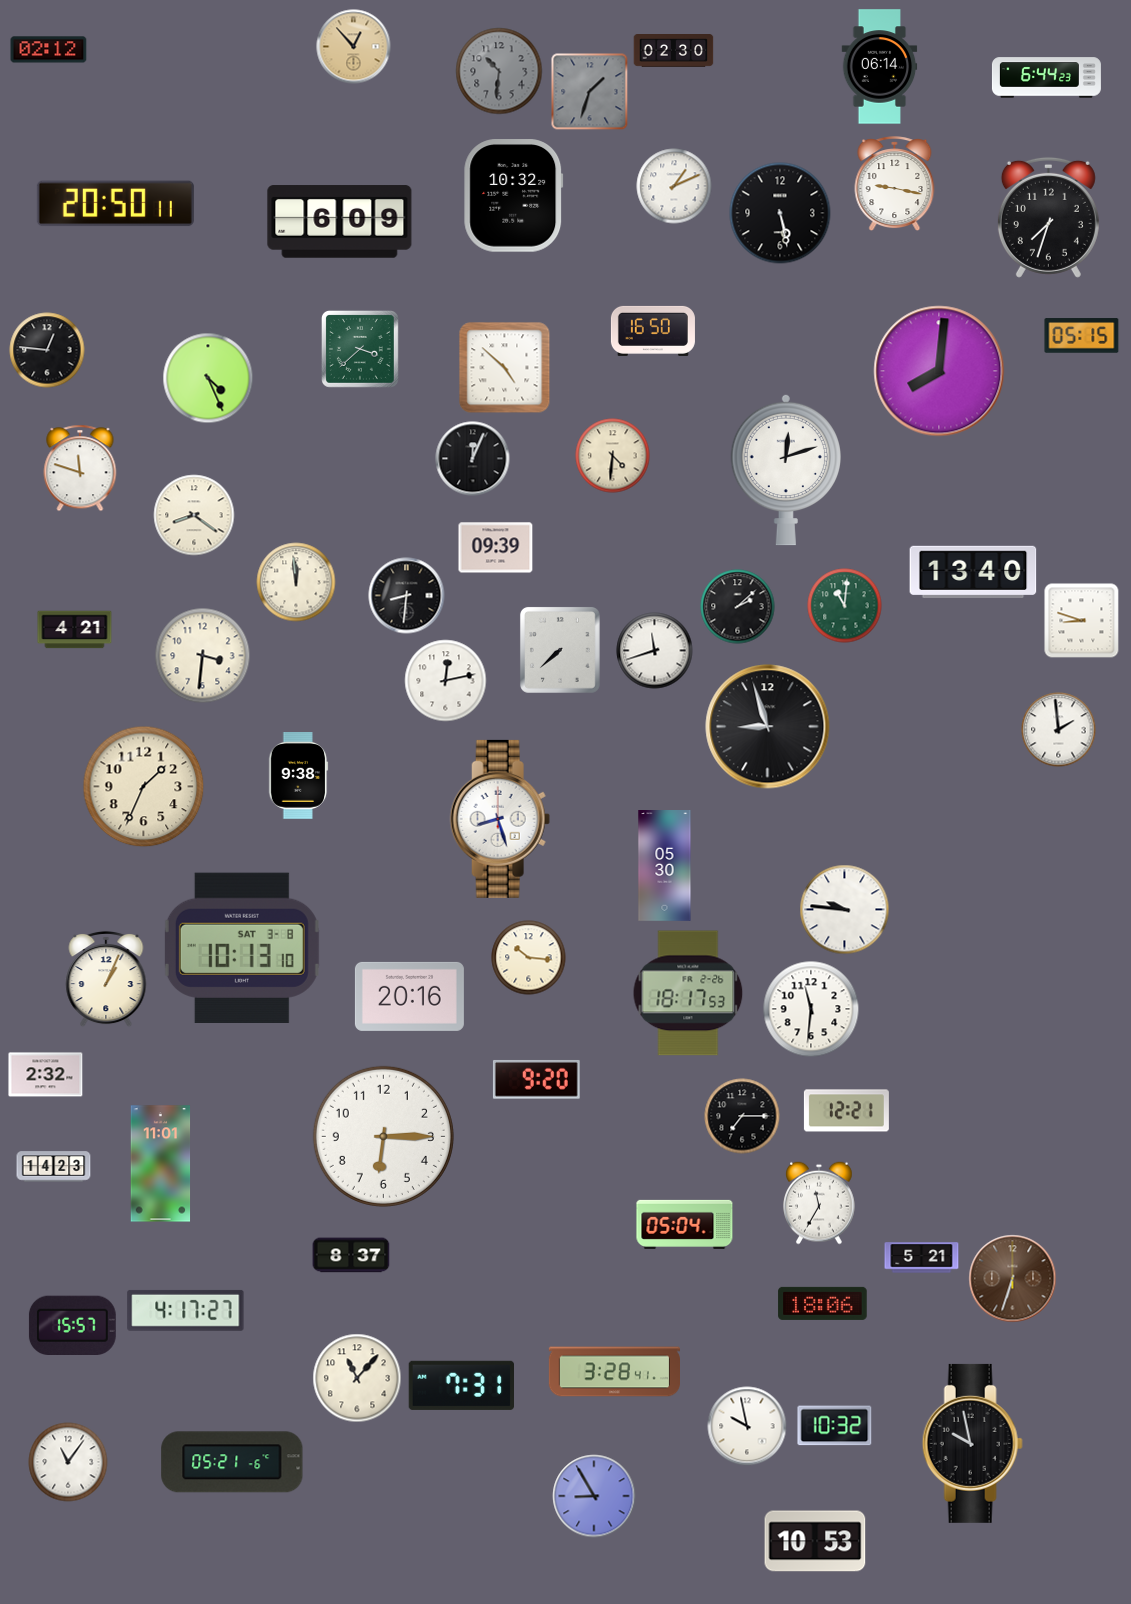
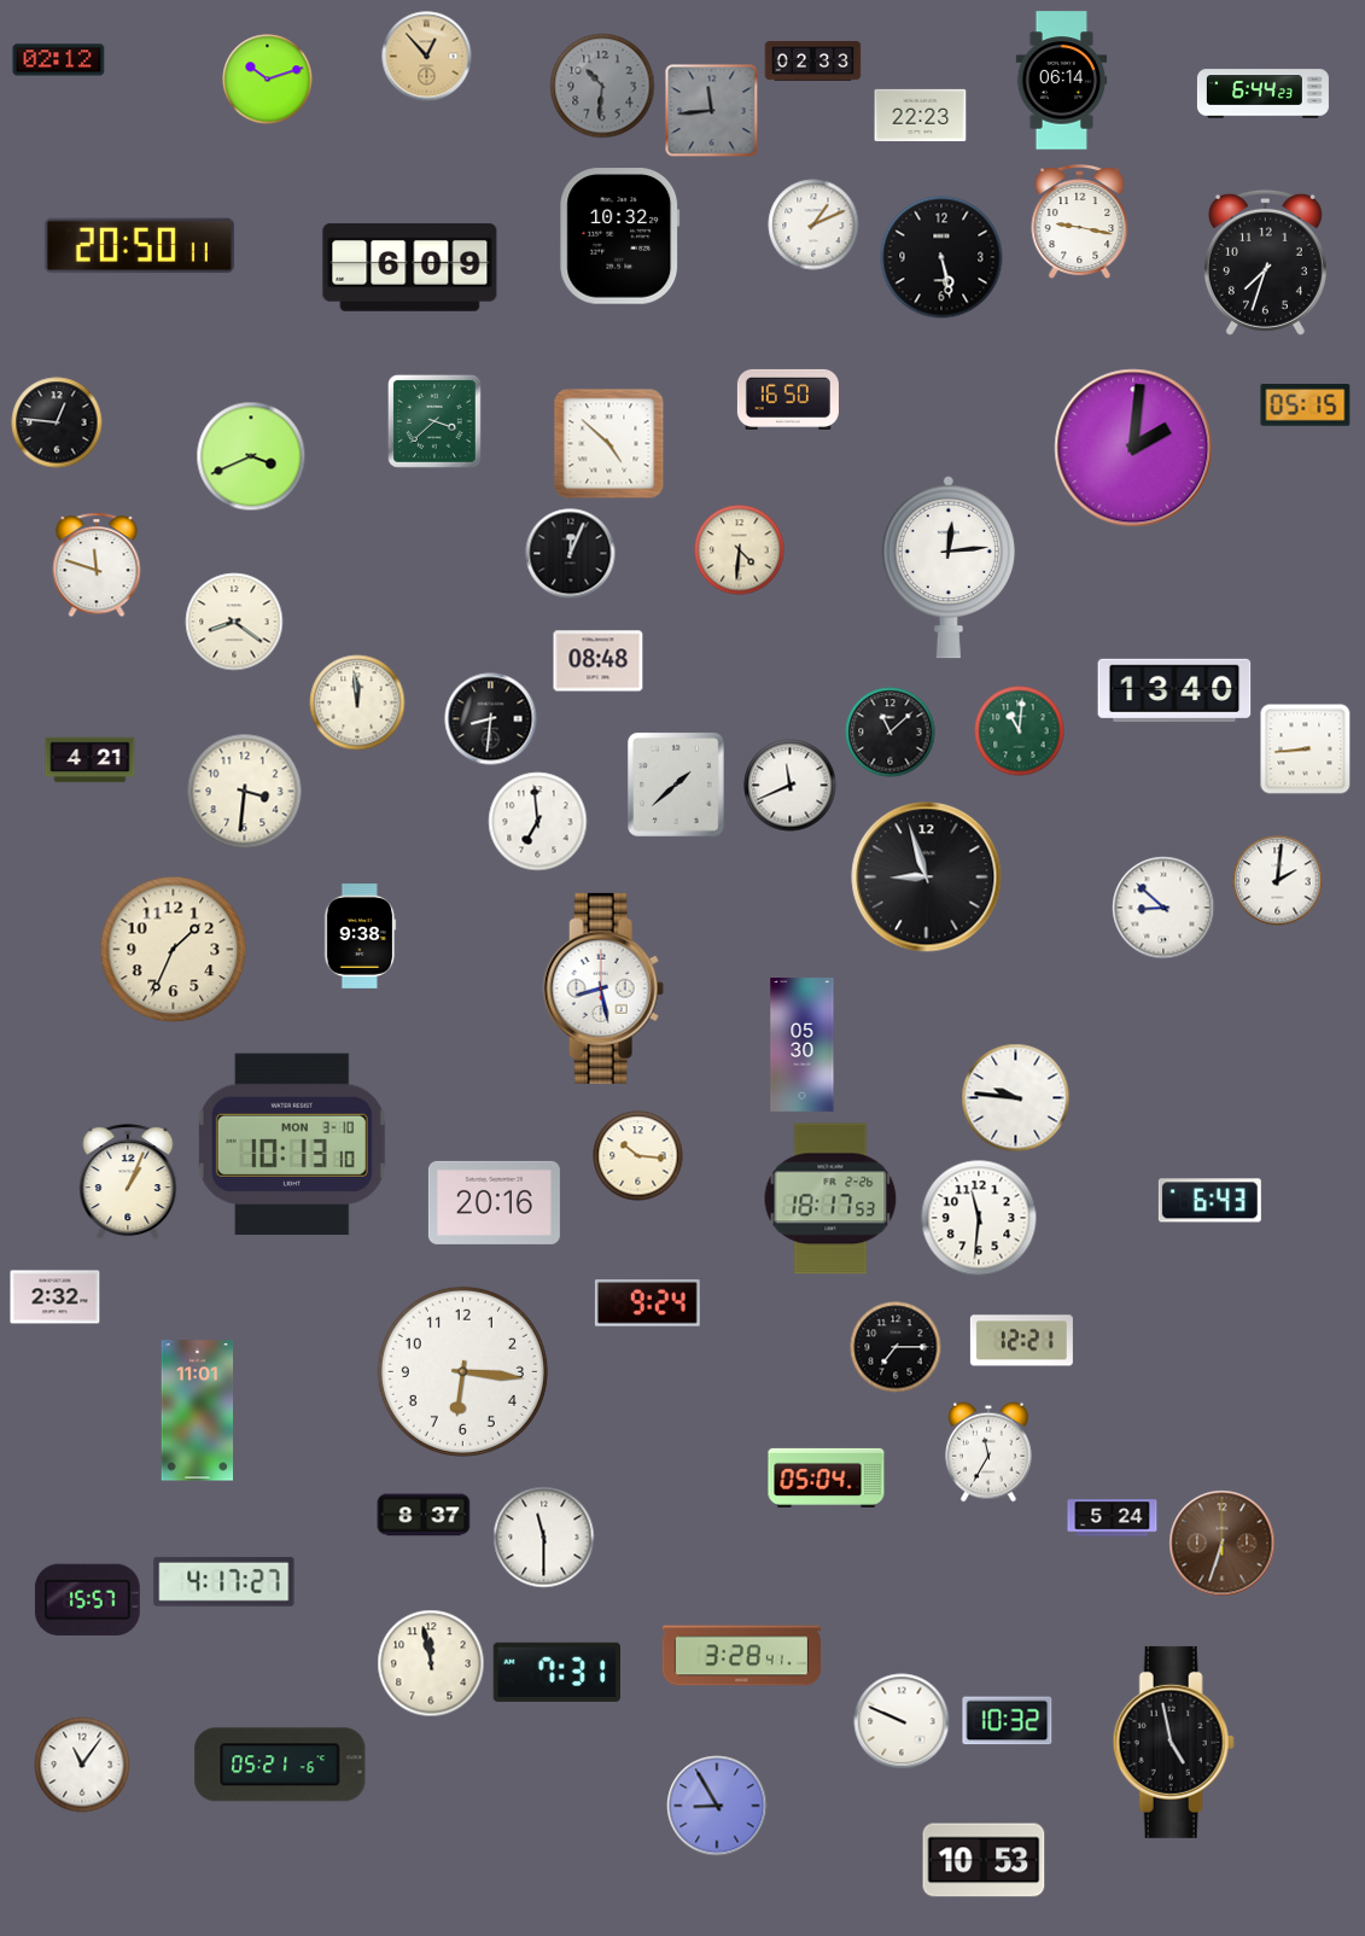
clock at (674, 51): 02:30 -> 02:33
clock at (268, 80): none -> 10:12
clock at (590, 92): 1:33 -> 11:44
clock at (921, 115): none -> 22:23
clock at (939, 371): 8:01 -> 2:01
clock at (208, 378): 4:26 -> 3:41
clock at (786, 470): 12:12 -> 12:14
clock at (496, 548): 09:39 -> 08:48
clock at (738, 607): 2:08 -> 11:08
clock at (1082, 621): 8:48 -> 8:44
clock at (560, 650): 7:38 -> 1:38
clock at (655, 651): 11:42 -> 11:41
clock at (446, 681): 12:13 -> 6:59
clock at (1059, 730): 1:59 -> 2:01
clock at (1163, 908): none -> 8:52
clock at (500, 819): 8:27 -> 8:28
clock at (845, 910) position: (845, 910) -> (1016, 1098)
clock at (242, 948) date: SAT 3-8 -> MON 3-10
clock at (1209, 1201): none -> 6:43
clock at (536, 1079): 9:20 -> 9:24
clock at (383, 1136): 6:15 -> 6:16
clock at (161, 1164) position: (161, 1164) -> (198, 1411)
clock at (54, 1167): 14:23 -> none
clock at (922, 1258): 5:21 -> 5:24
clock at (544, 1538): none -> 11:30
clock at (823, 1303): 18:06 -> none
clock at (357, 1378): 11:07 -> 11:58
clock at (747, 1426): 9:58 -> 9:49
clock at (972, 1443): 9:58 -> 4:58
